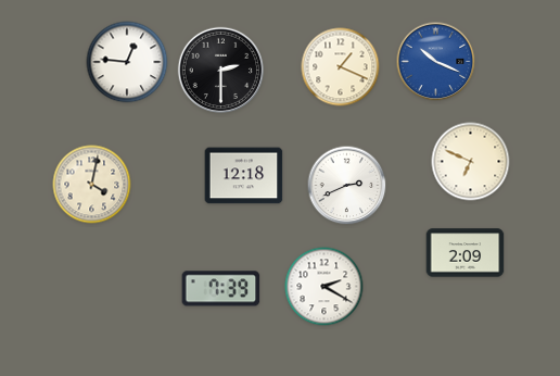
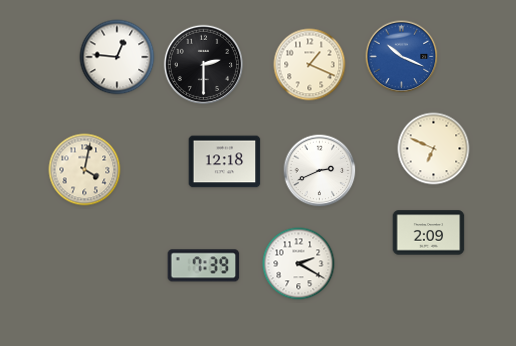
clock at (341, 67) position: (341, 67) -> (310, 65)
